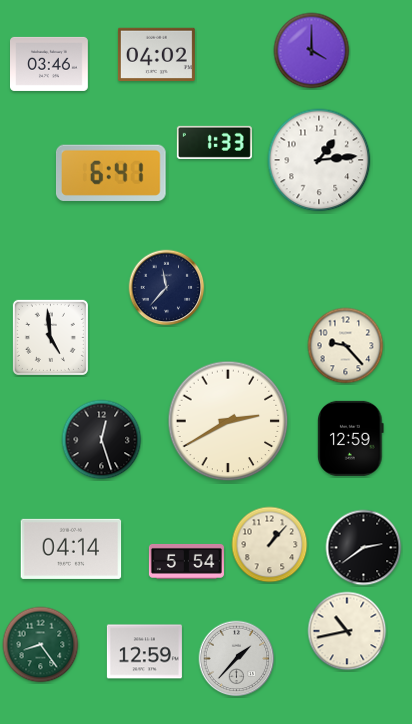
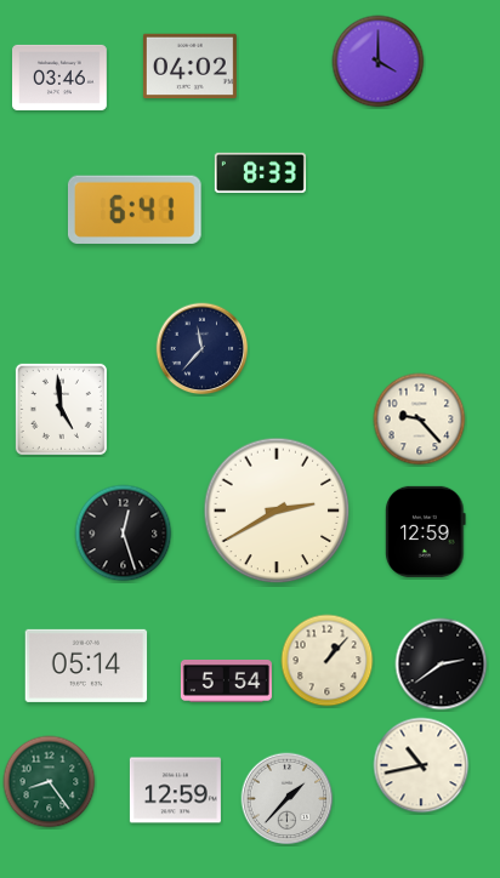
clock at (214, 142): 1:33 -> 8:33
clock at (319, 160): 1:14 -> none
clock at (71, 549): 04:14 -> 05:14
